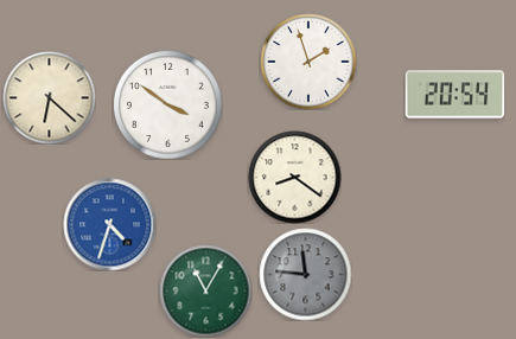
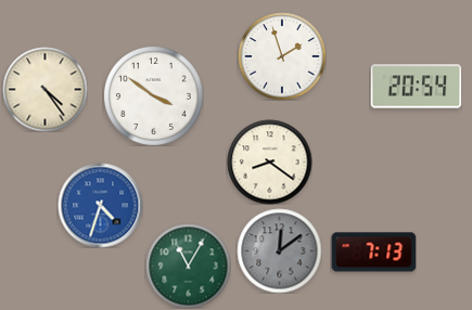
clock at (49, 97): 6:22 -> 4:24
clock at (305, 274): 11:46 -> 12:09
clock at (373, 253): none -> 7:13
